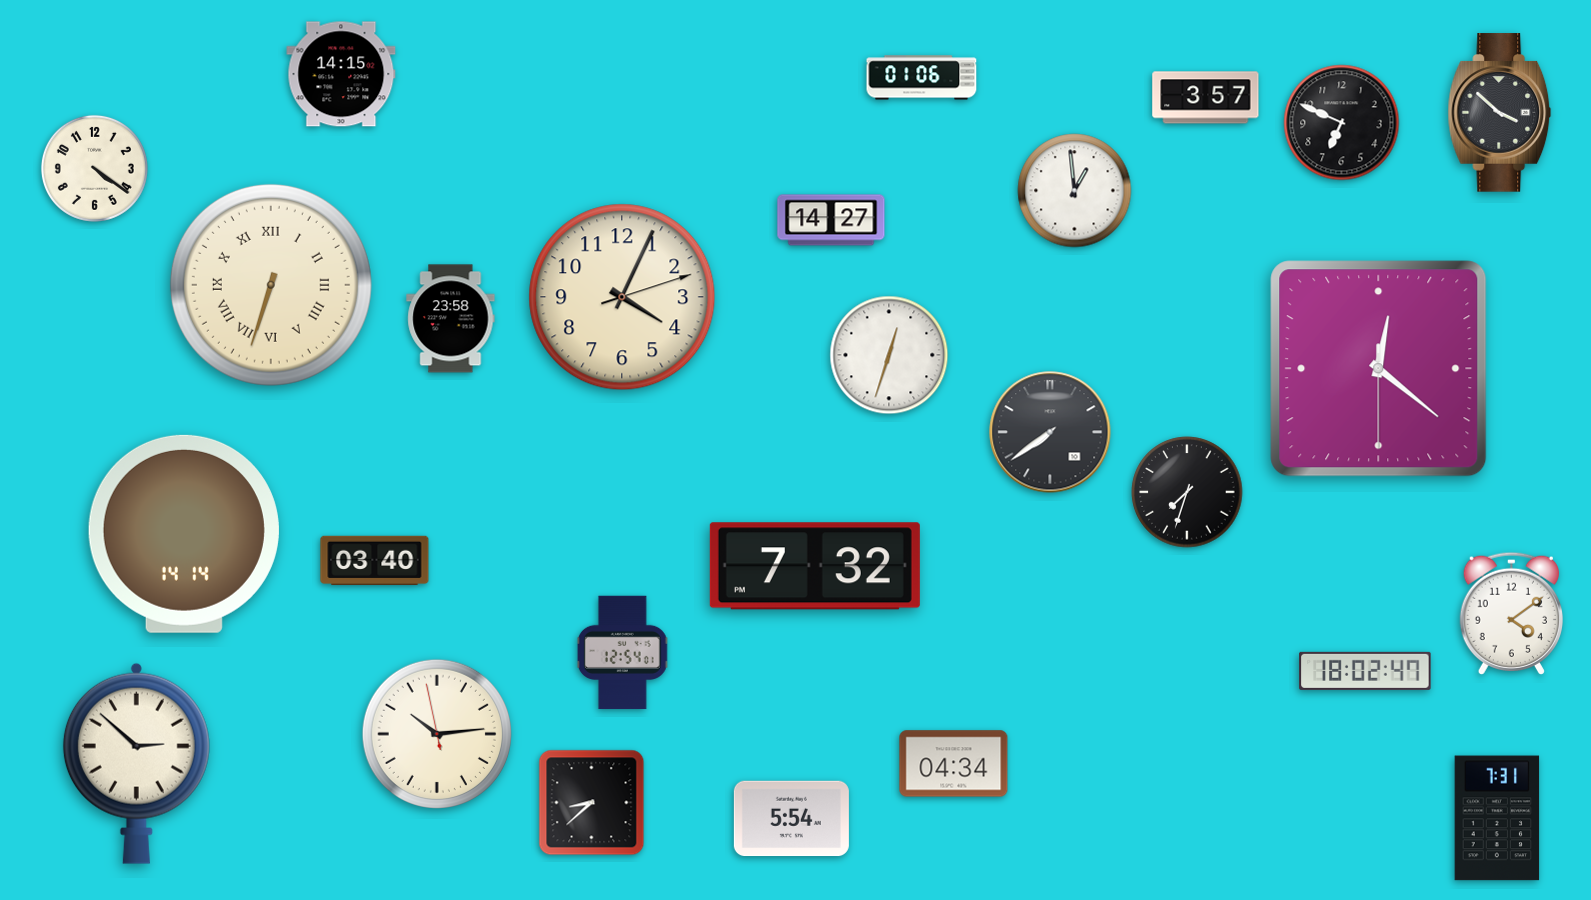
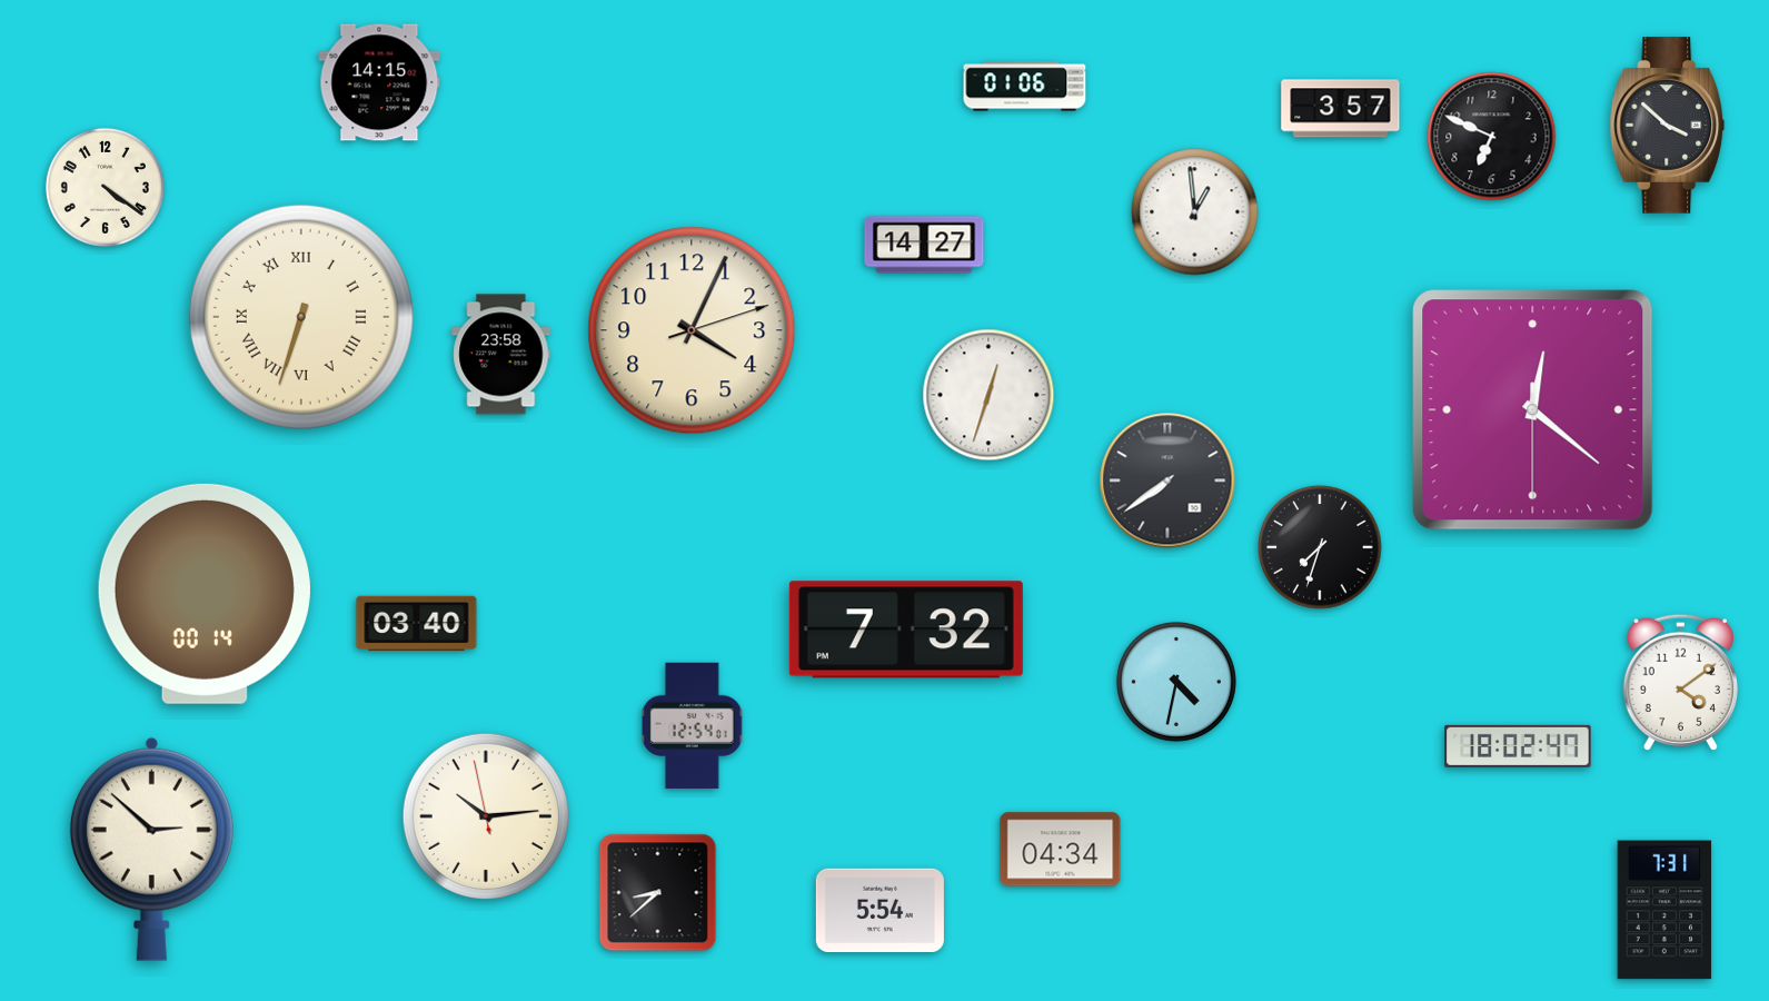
clock at (184, 534): 14:14 -> 00:14
clock at (1176, 682): none -> 4:32
